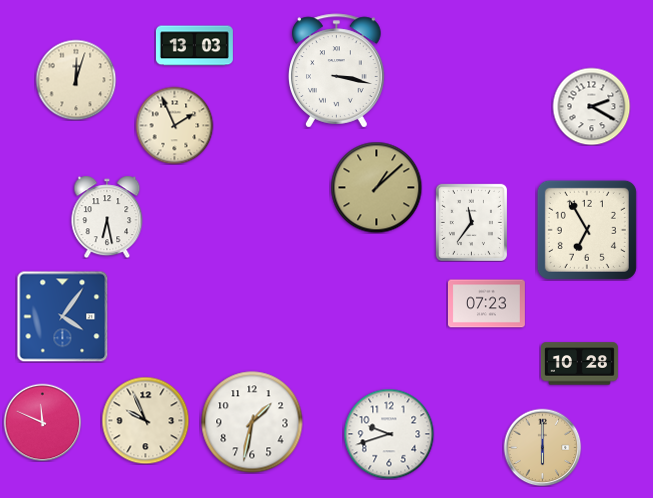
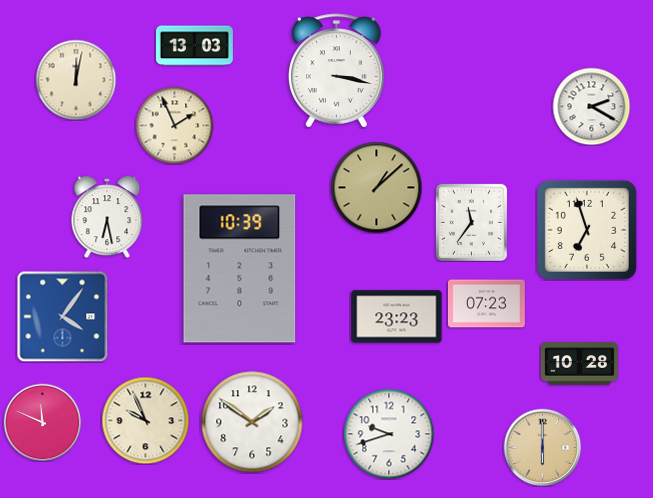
clock at (76, 80): 12:03 -> 12:02
clock at (587, 230): 6:55 -> 6:57
clock at (240, 269): none -> 10:39
clock at (397, 317): none -> 23:23
clock at (252, 422): 1:32 -> 1:51
